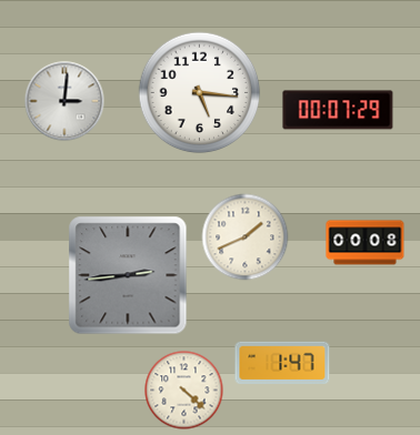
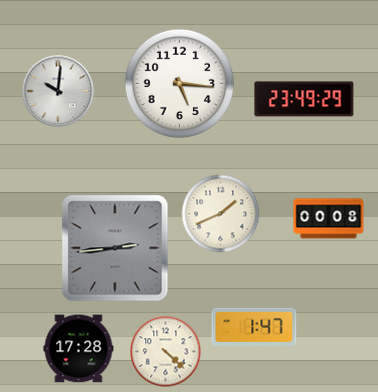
clock at (64, 101): 3:01 -> 10:01
clock at (338, 110): 00:07 -> 23:49
clock at (79, 349): none -> 17:28
